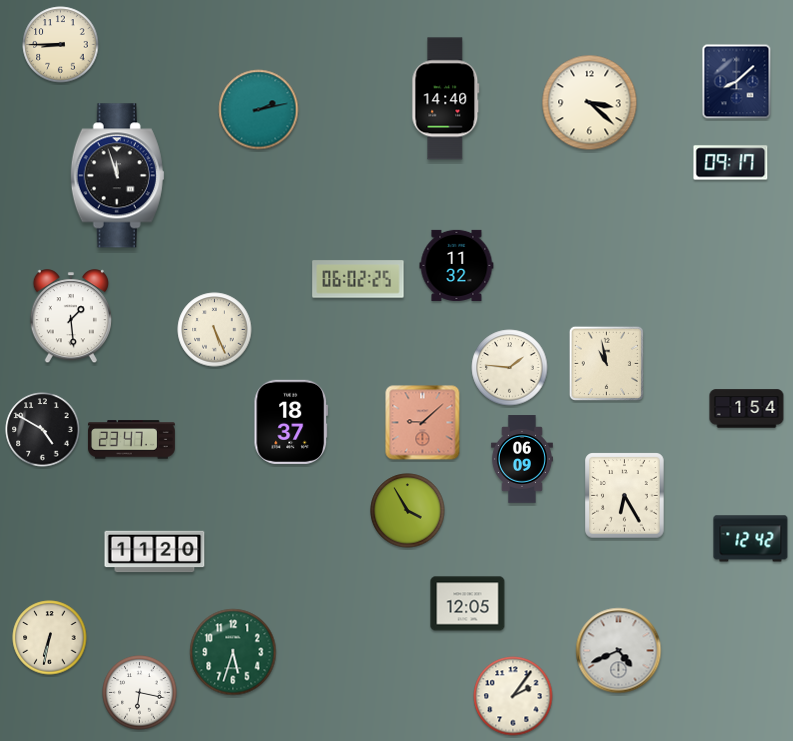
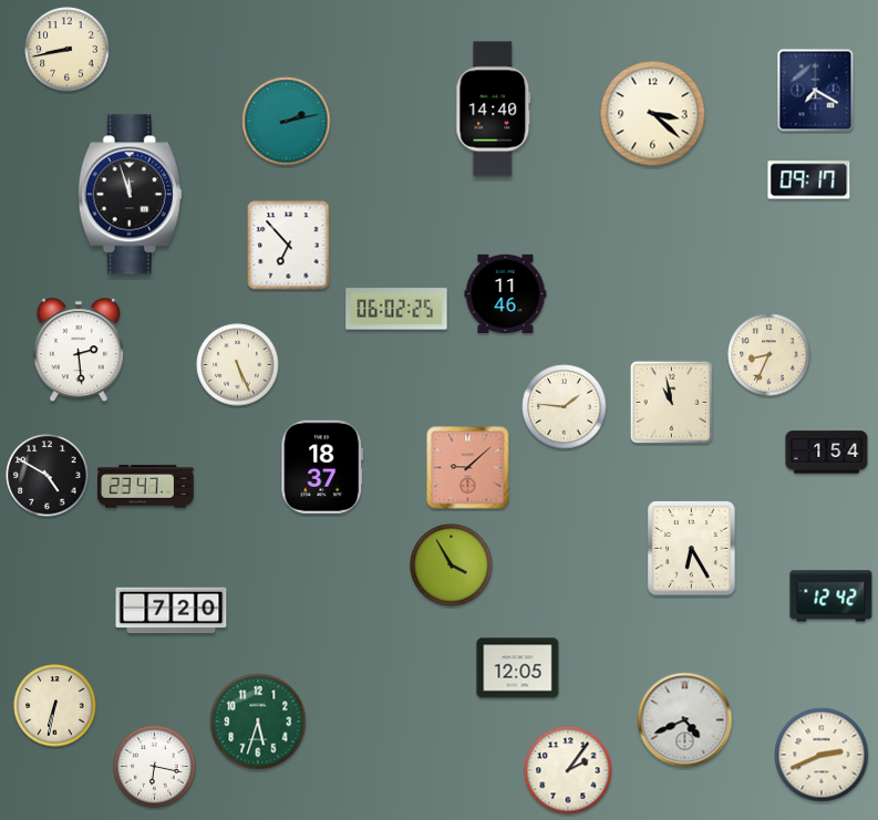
clock at (61, 45): 8:45 -> 8:43
clock at (737, 82): 8:08 -> 7:20
clock at (289, 246): none -> 6:53
clock at (457, 265): 11:32 -> 11:46
clock at (71, 317): 1:29 -> 2:29
clock at (769, 355): none -> 8:34
clock at (522, 459): 06:09 -> none
clock at (155, 552): 11:20 -> 7:20
clock at (822, 755): none -> 2:41
